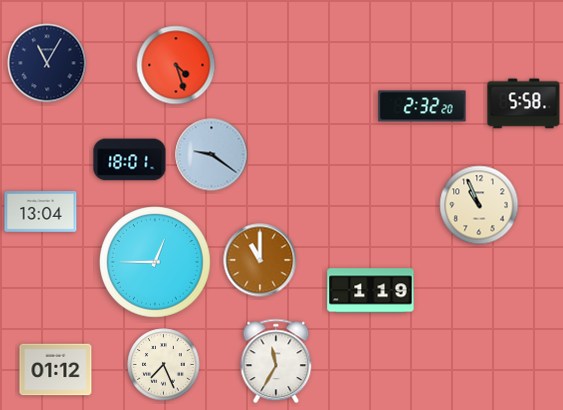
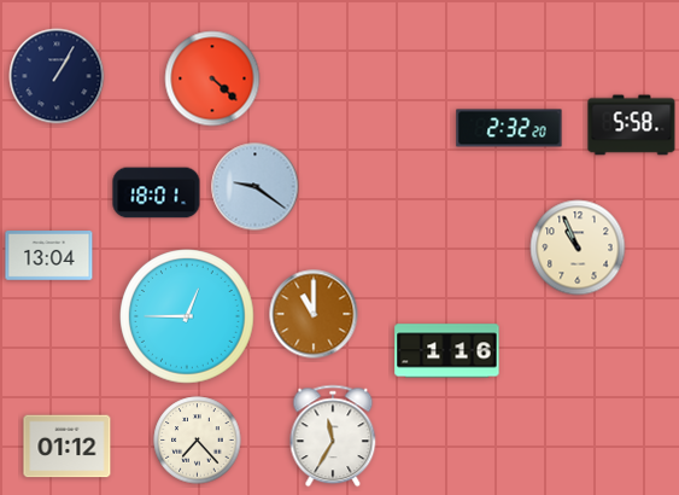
clock at (47, 63): 11:05 -> 1:05
clock at (176, 65): 4:27 -> 4:22
clock at (371, 291): 1:19 -> 1:16
clock at (164, 365): 7:26 -> 7:23
